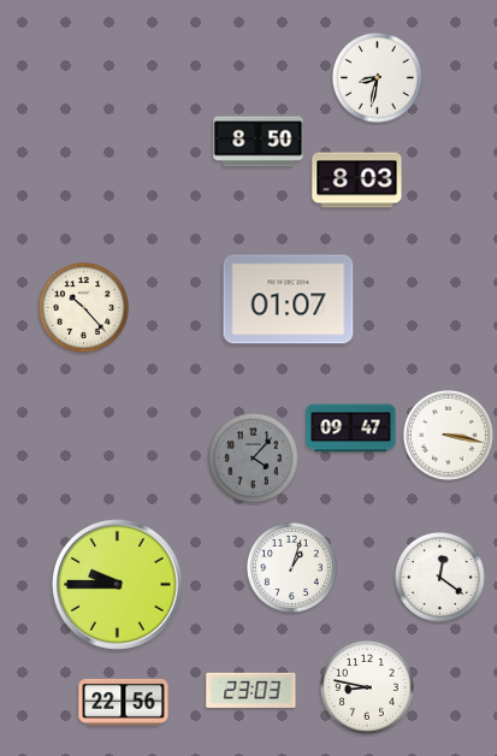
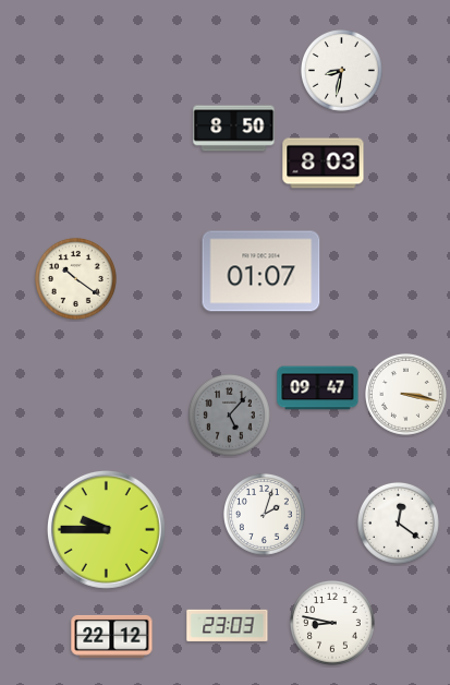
clock at (83, 307): 10:23 -> 10:21
clock at (253, 457): 4:07 -> 5:07
clock at (291, 567): 1:03 -> 2:03
clock at (124, 702): 22:56 -> 22:12
